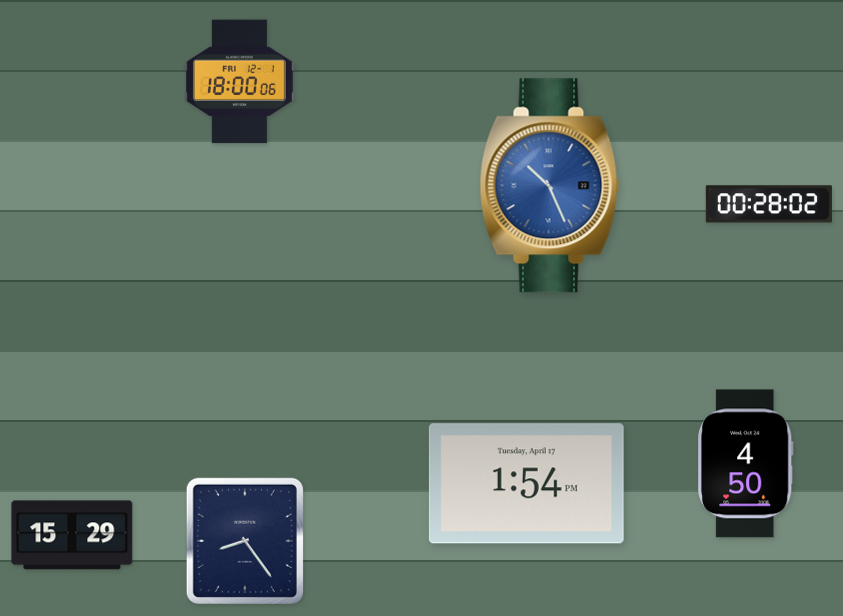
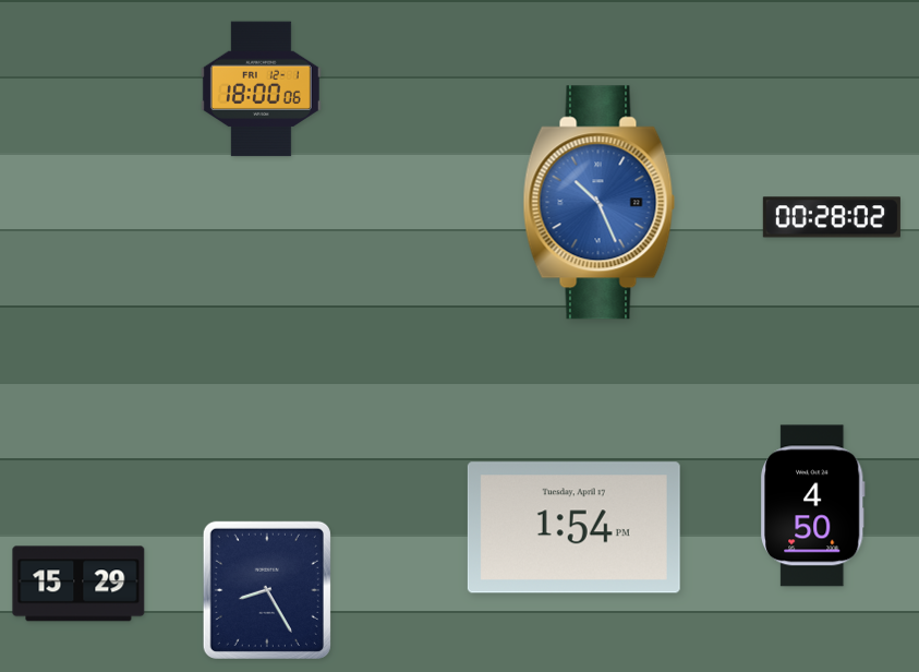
clock at (769, 204) position: (769, 204) -> (832, 217)
clock at (245, 541): 8:24 -> 8:25
